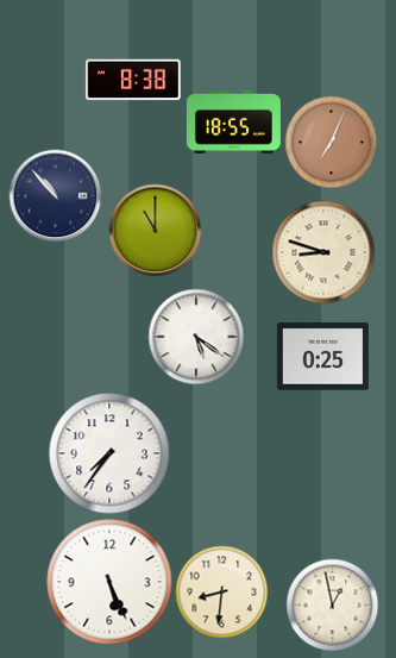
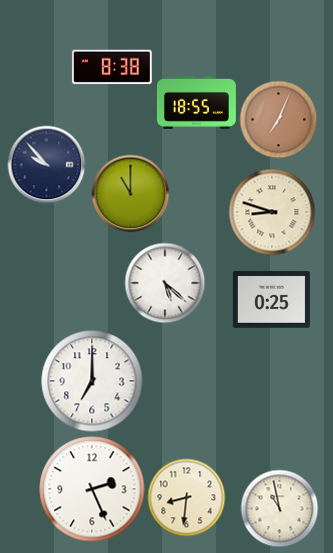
clock at (55, 195): 10:53 -> 9:53
clock at (196, 337): 5:21 -> 5:22
clock at (109, 453): 7:36 -> 7:00
clock at (109, 582): 5:26 -> 2:26
clock at (332, 604): 12:58 -> 10:58
